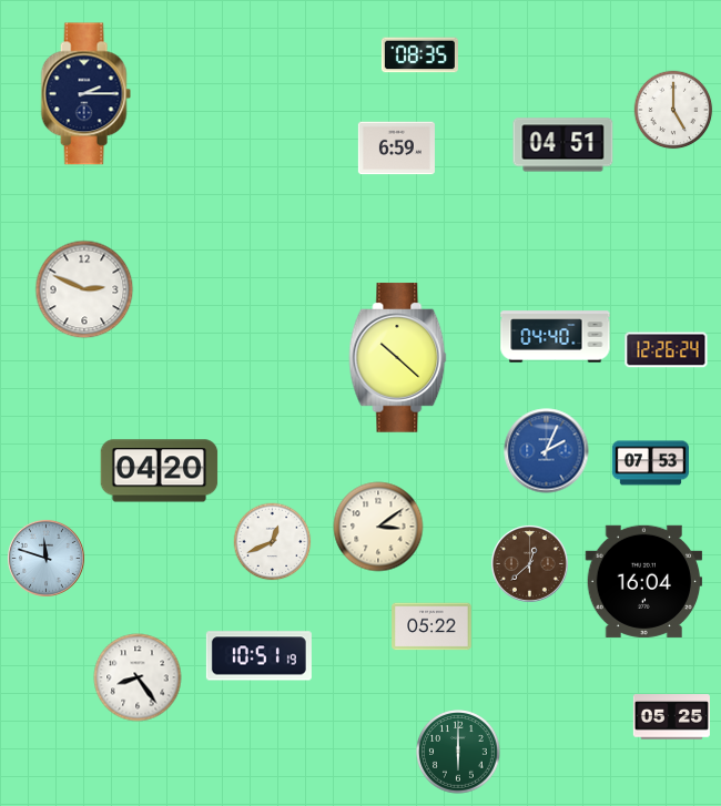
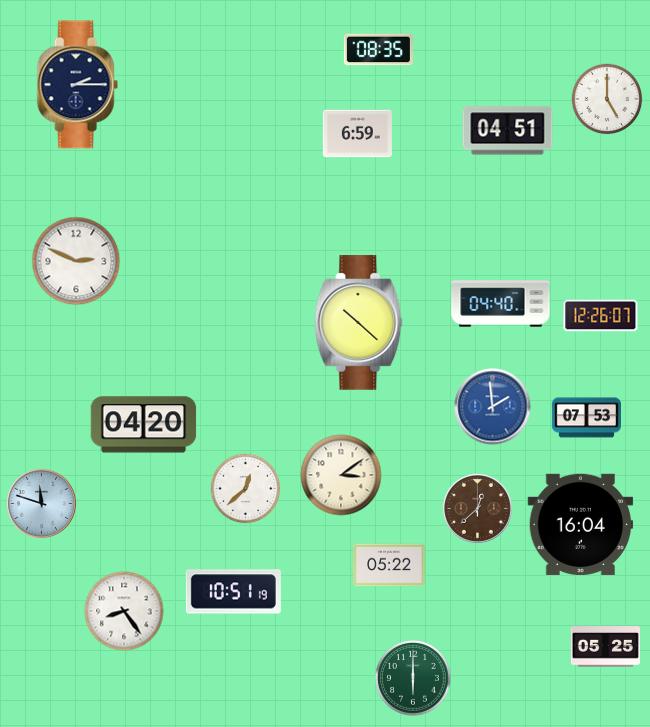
clock at (667, 350): 12:26:24 -> 12:26:07
clock at (547, 451): 2:04 -> 1:59
clock at (273, 542): 12:41 -> 12:38
